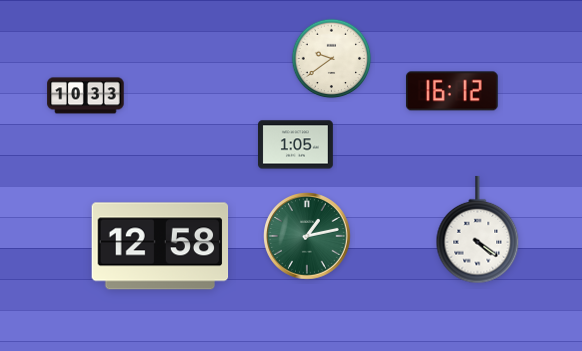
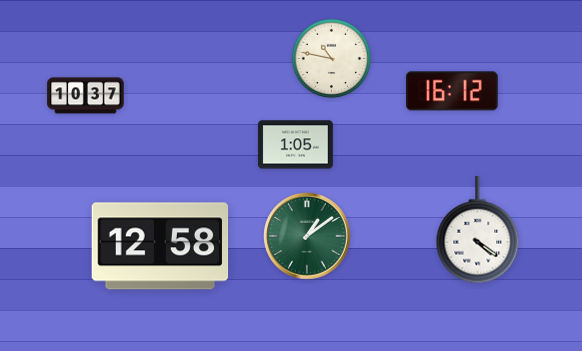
clock at (332, 59): 9:39 -> 10:47
clock at (86, 96): 10:33 -> 10:37
clock at (307, 236): 1:13 -> 1:09
